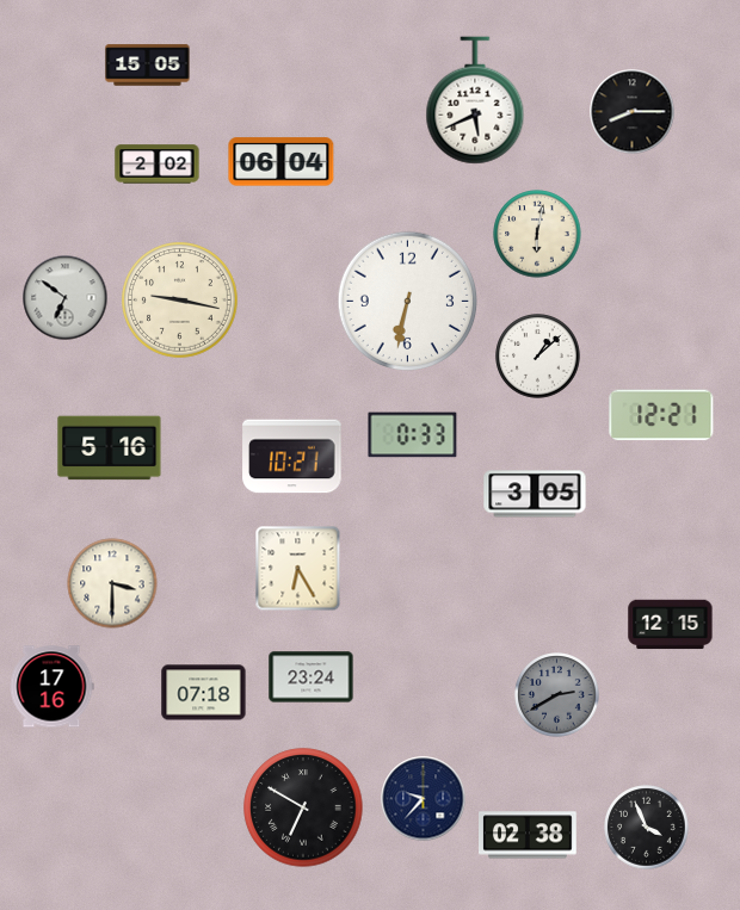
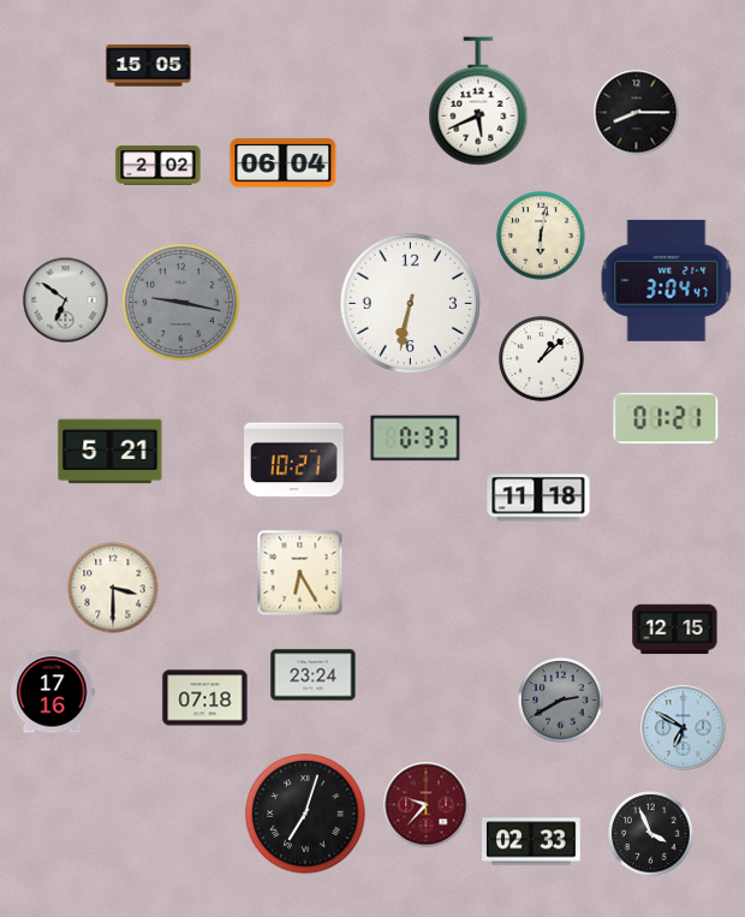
clock at (667, 280): none -> 3:04
clock at (180, 301) dial: cream -> grey
clock at (661, 415): 12:21 -> 01:21
clock at (110, 448): 5:16 -> 5:21
clock at (535, 494): 3:05 -> 11:18
clock at (312, 677) position: (312, 677) -> (314, 675)
clock at (684, 728): none -> 6:50
clock at (424, 799) dial: navy -> burgundy
clock at (303, 807): 6:50 -> 7:03
clock at (529, 835): 02:38 -> 02:33
